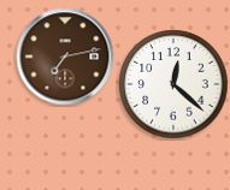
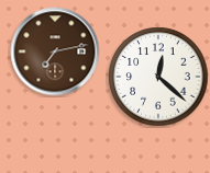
clock at (65, 57) position: (65, 57) -> (55, 51)
